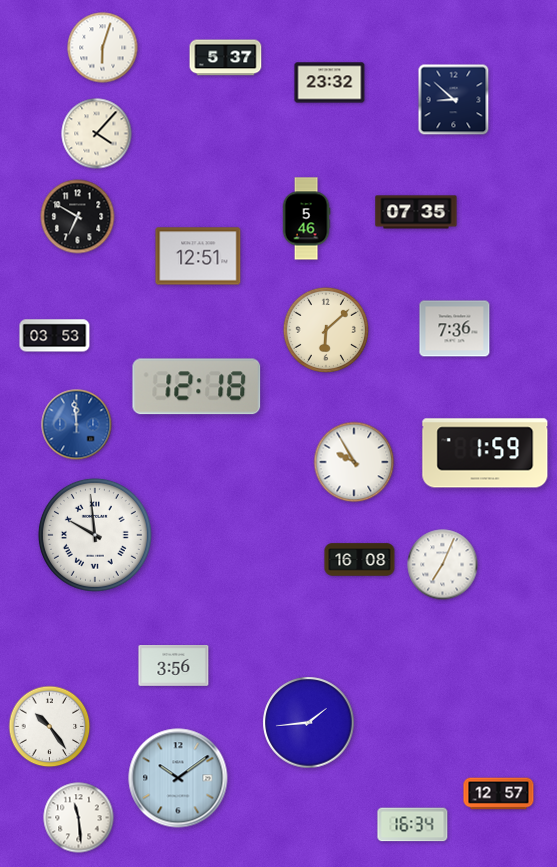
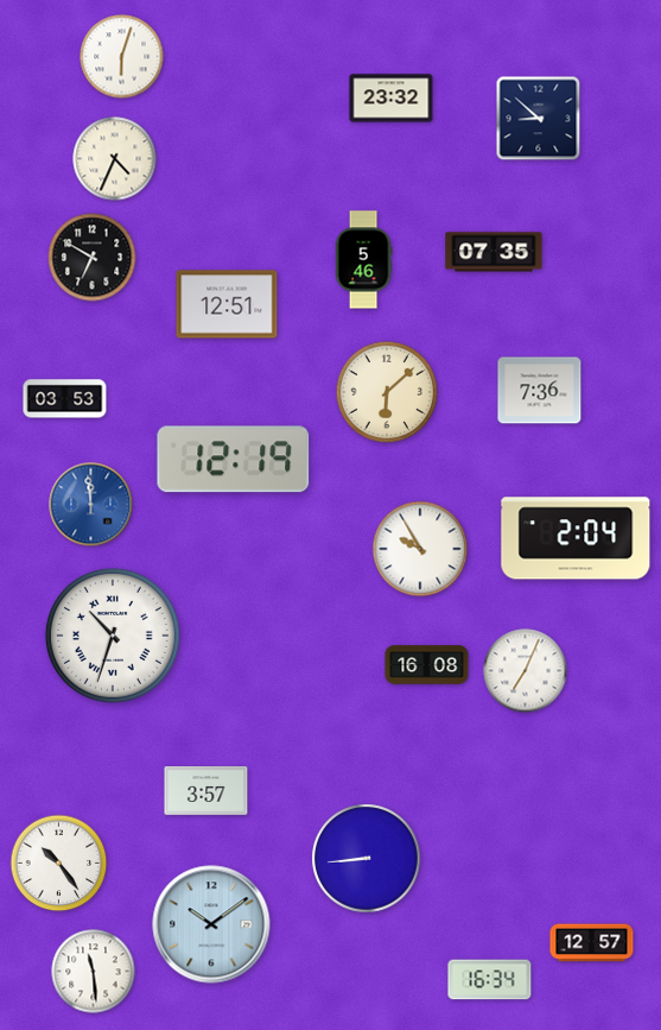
clock at (226, 58): 5:37 -> none
clock at (97, 134): 4:07 -> 4:34
clock at (198, 256) position: (198, 256) -> (227, 304)
clock at (197, 387): 12:18 -> 12:19
clock at (485, 453): 1:59 -> 2:04
clock at (95, 535): 9:59 -> 10:33
clock at (174, 666): 3:56 -> 3:57
clock at (309, 723): 1:44 -> 8:44
